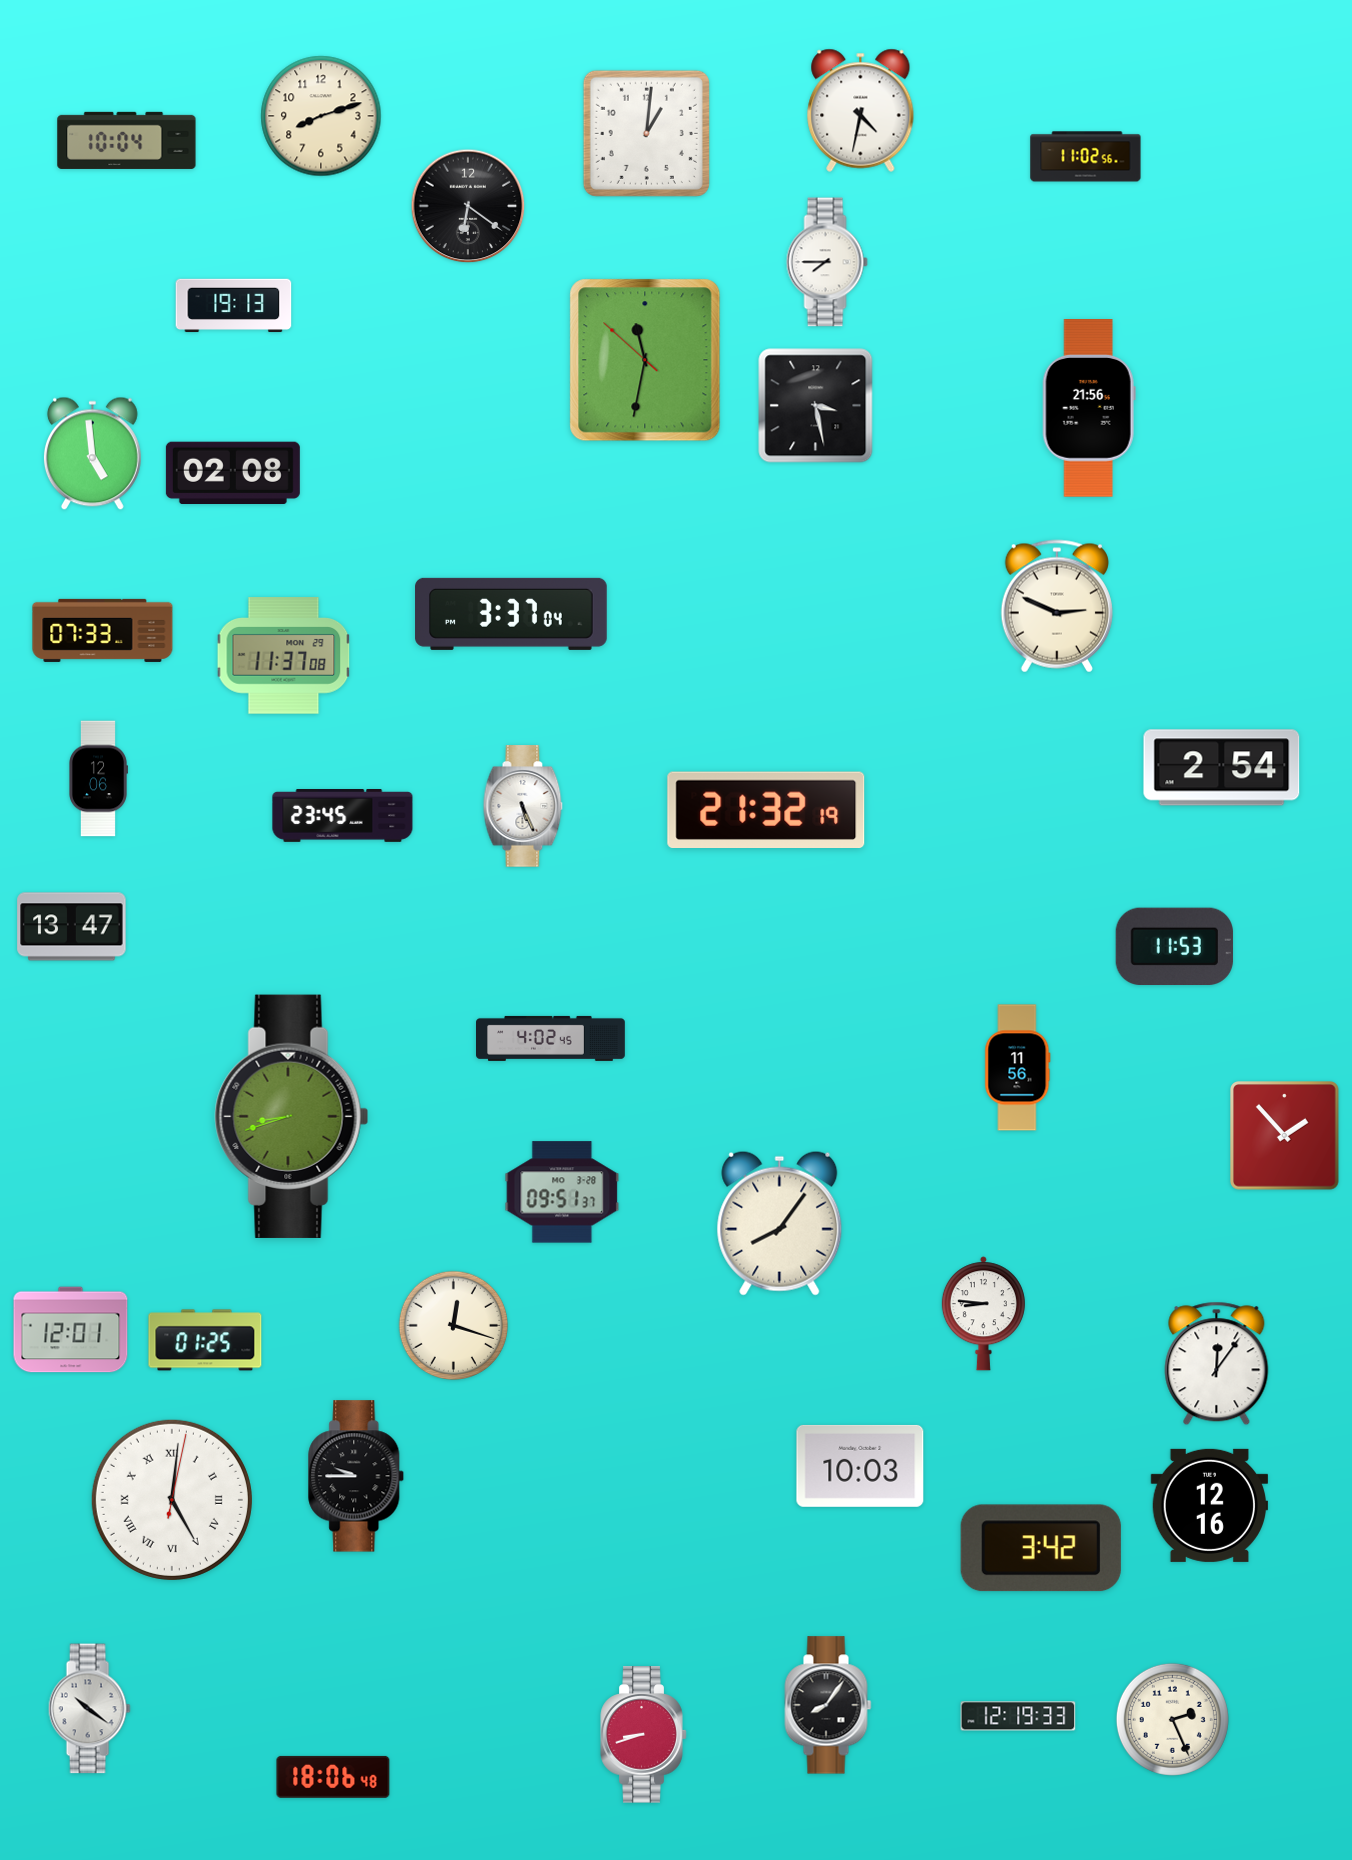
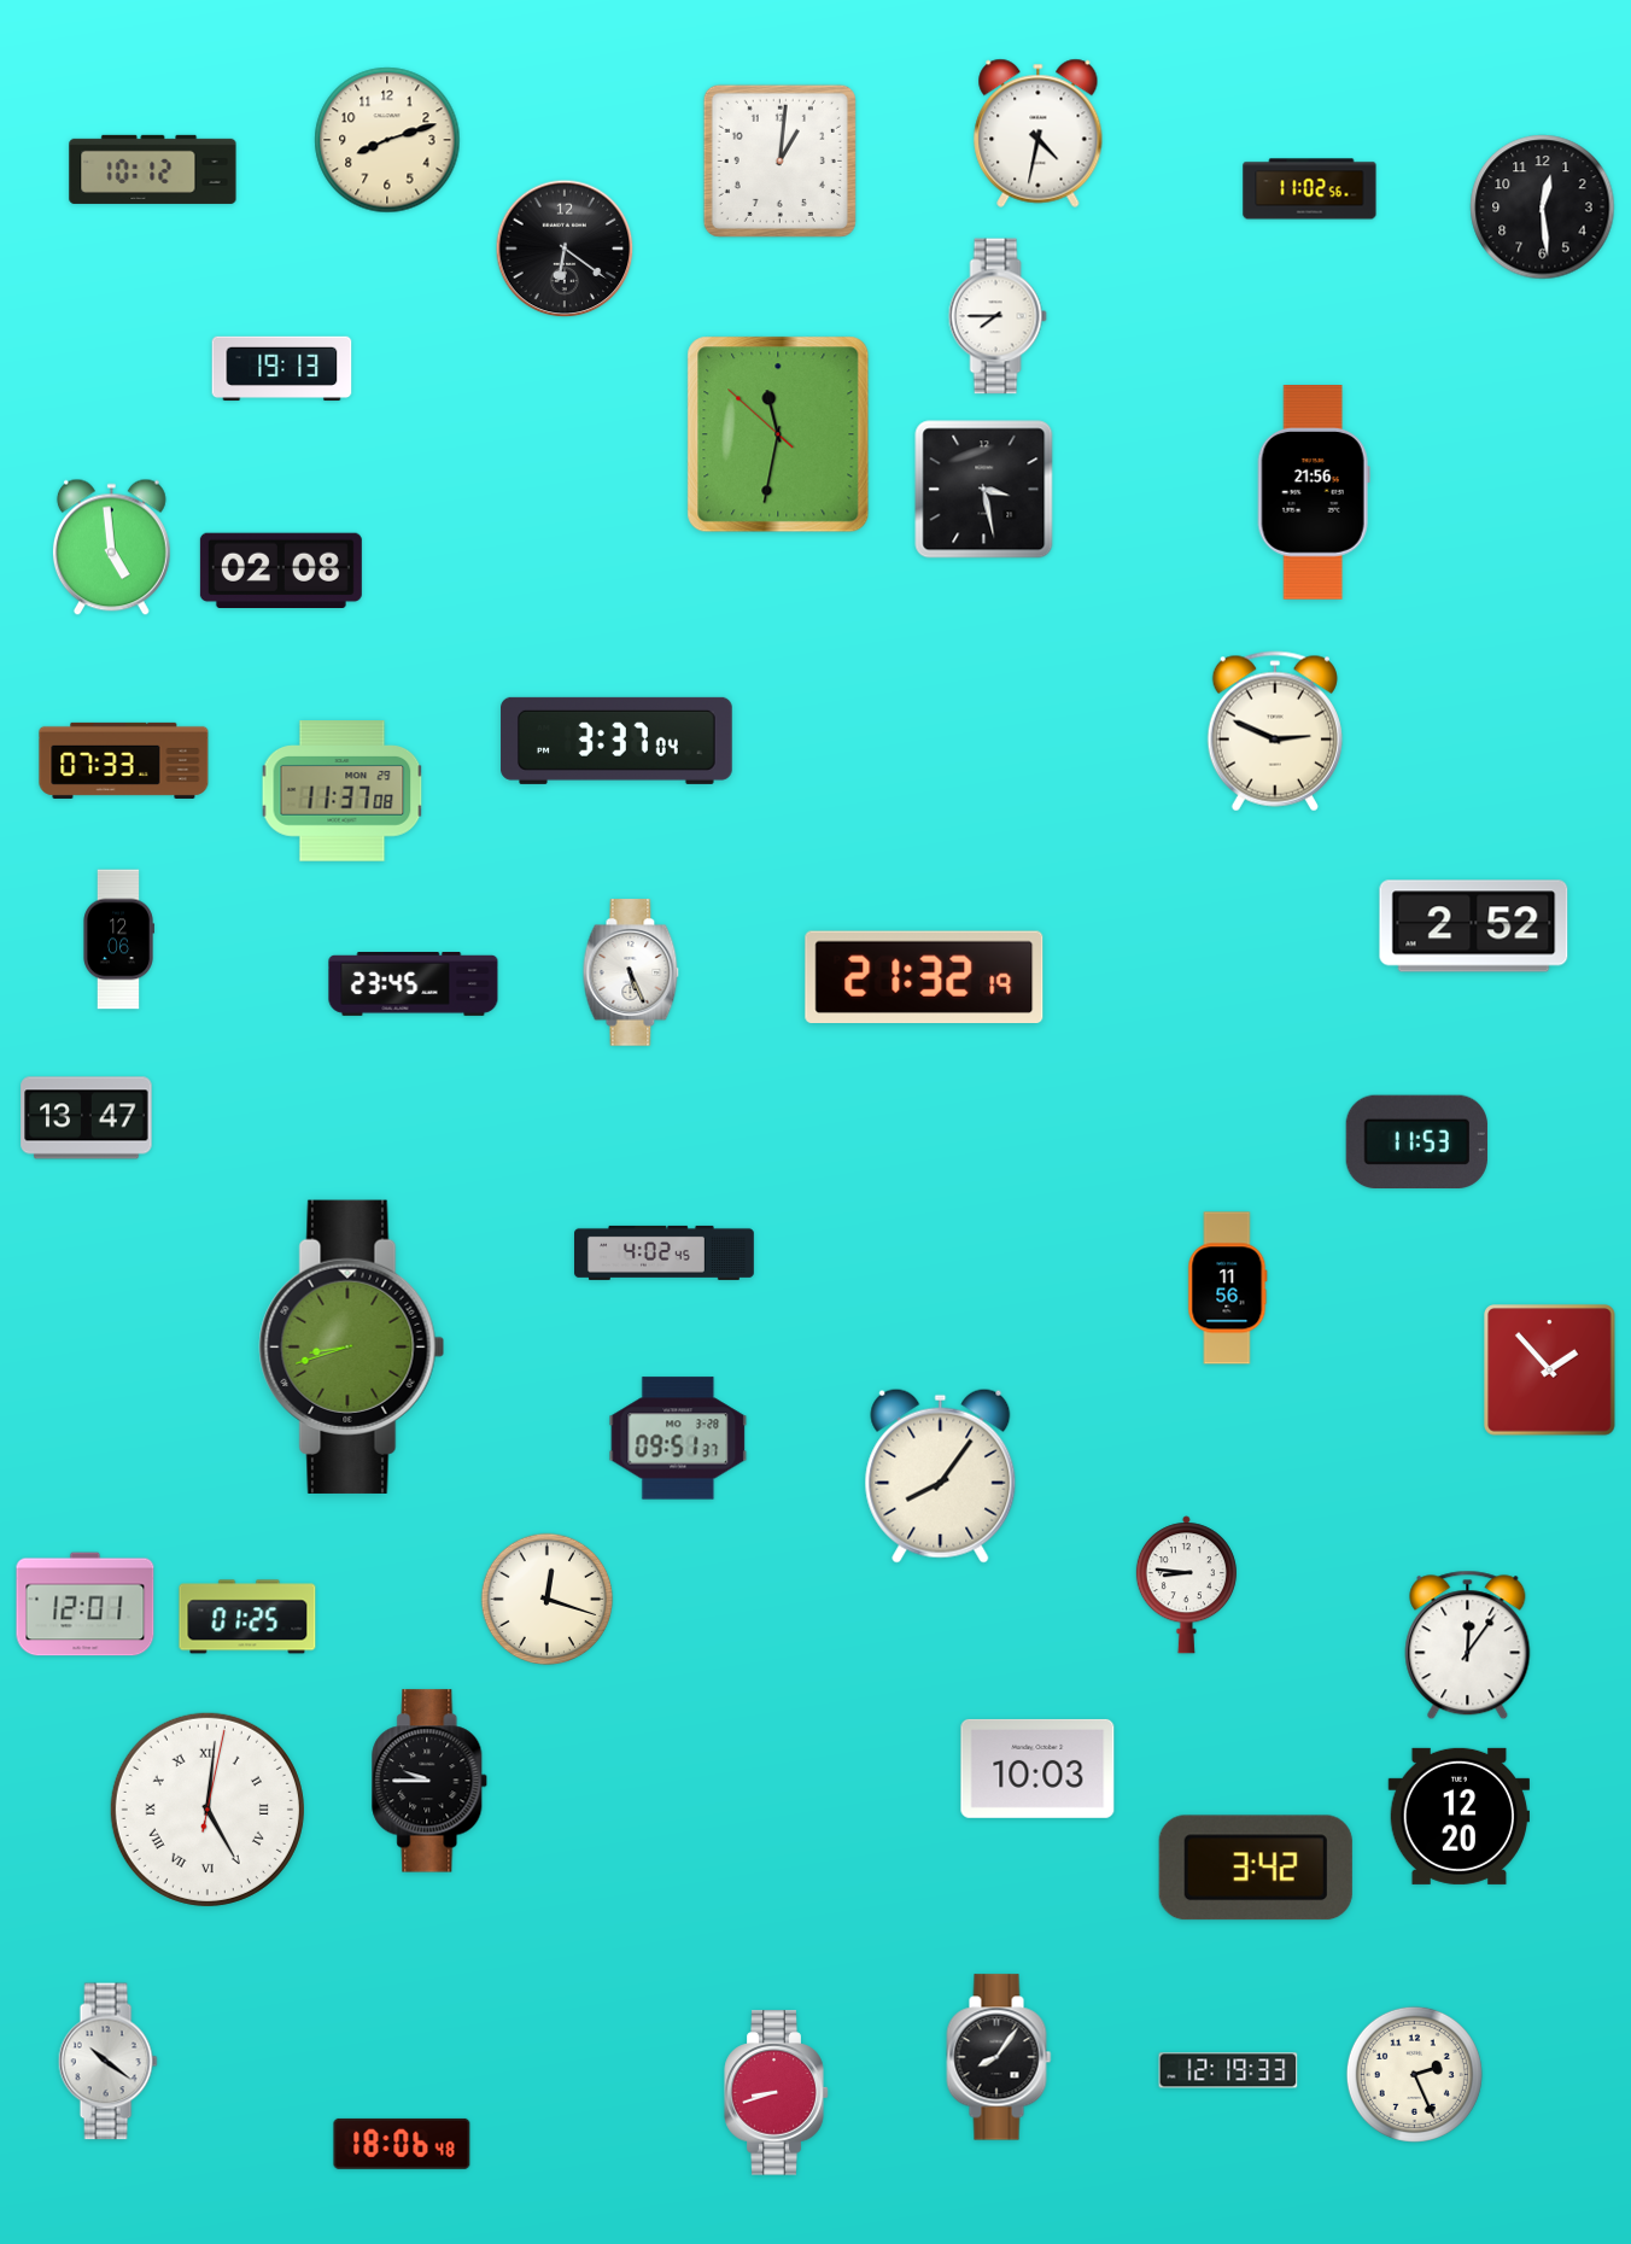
clock at (127, 140): 10:04 -> 10:12
clock at (1543, 208): none -> 12:29
clock at (1222, 768): 2:54 -> 2:52
clock at (1209, 1505): 12:16 -> 12:20
